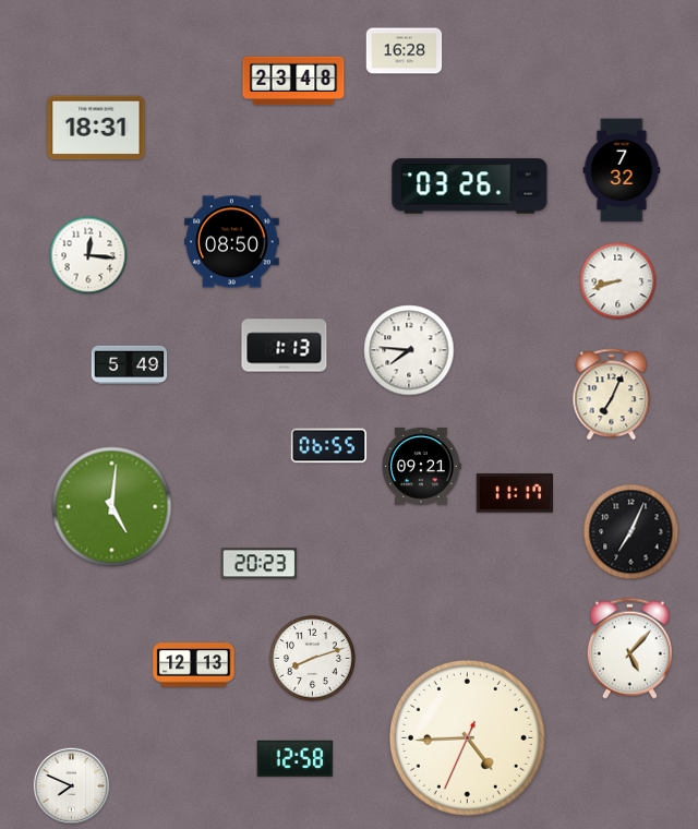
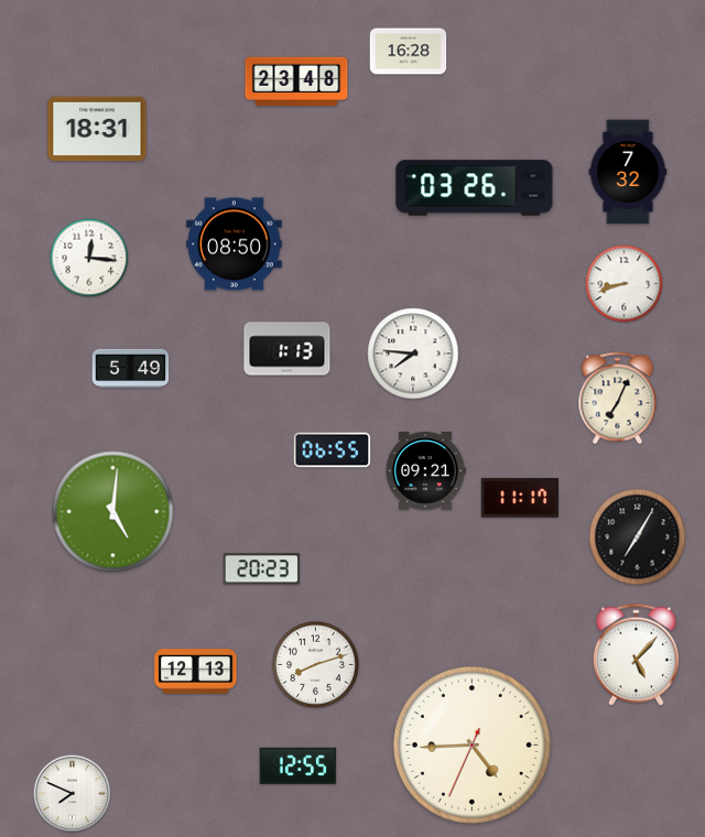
clock at (631, 532): 7:04 -> 7:05
clock at (296, 758): 12:58 -> 12:55
